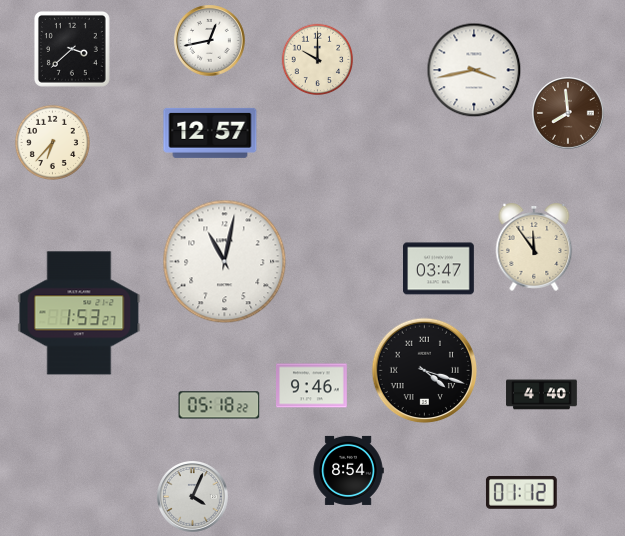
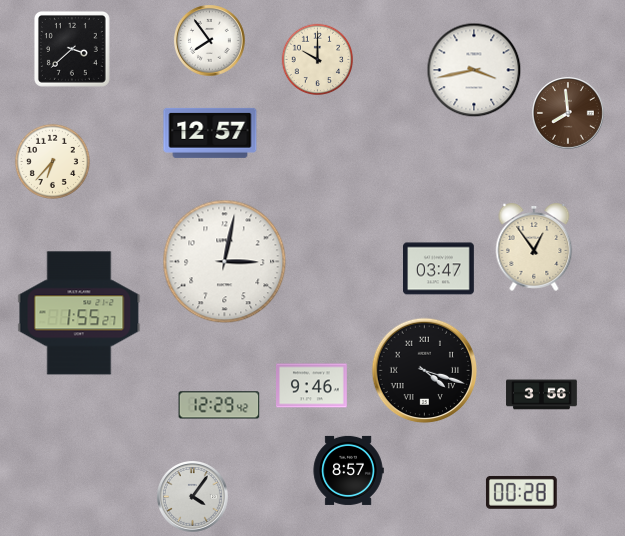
clock at (210, 41): 12:43 -> 7:54
clock at (52, 142) position: (52, 142) -> (52, 161)
clock at (534, 248): 11:54 -> 12:54
clock at (225, 262): 11:02 -> 3:02
clock at (79, 313): 1:53 -> 1:55
clock at (542, 395): 4:40 -> 3:56
clock at (219, 405): 05:18 -> 12:29
clock at (348, 470): 8:54 -> 8:57
clock at (521, 492): 01:12 -> 00:28
clock at (193, 497): 4:04 -> 4:06
